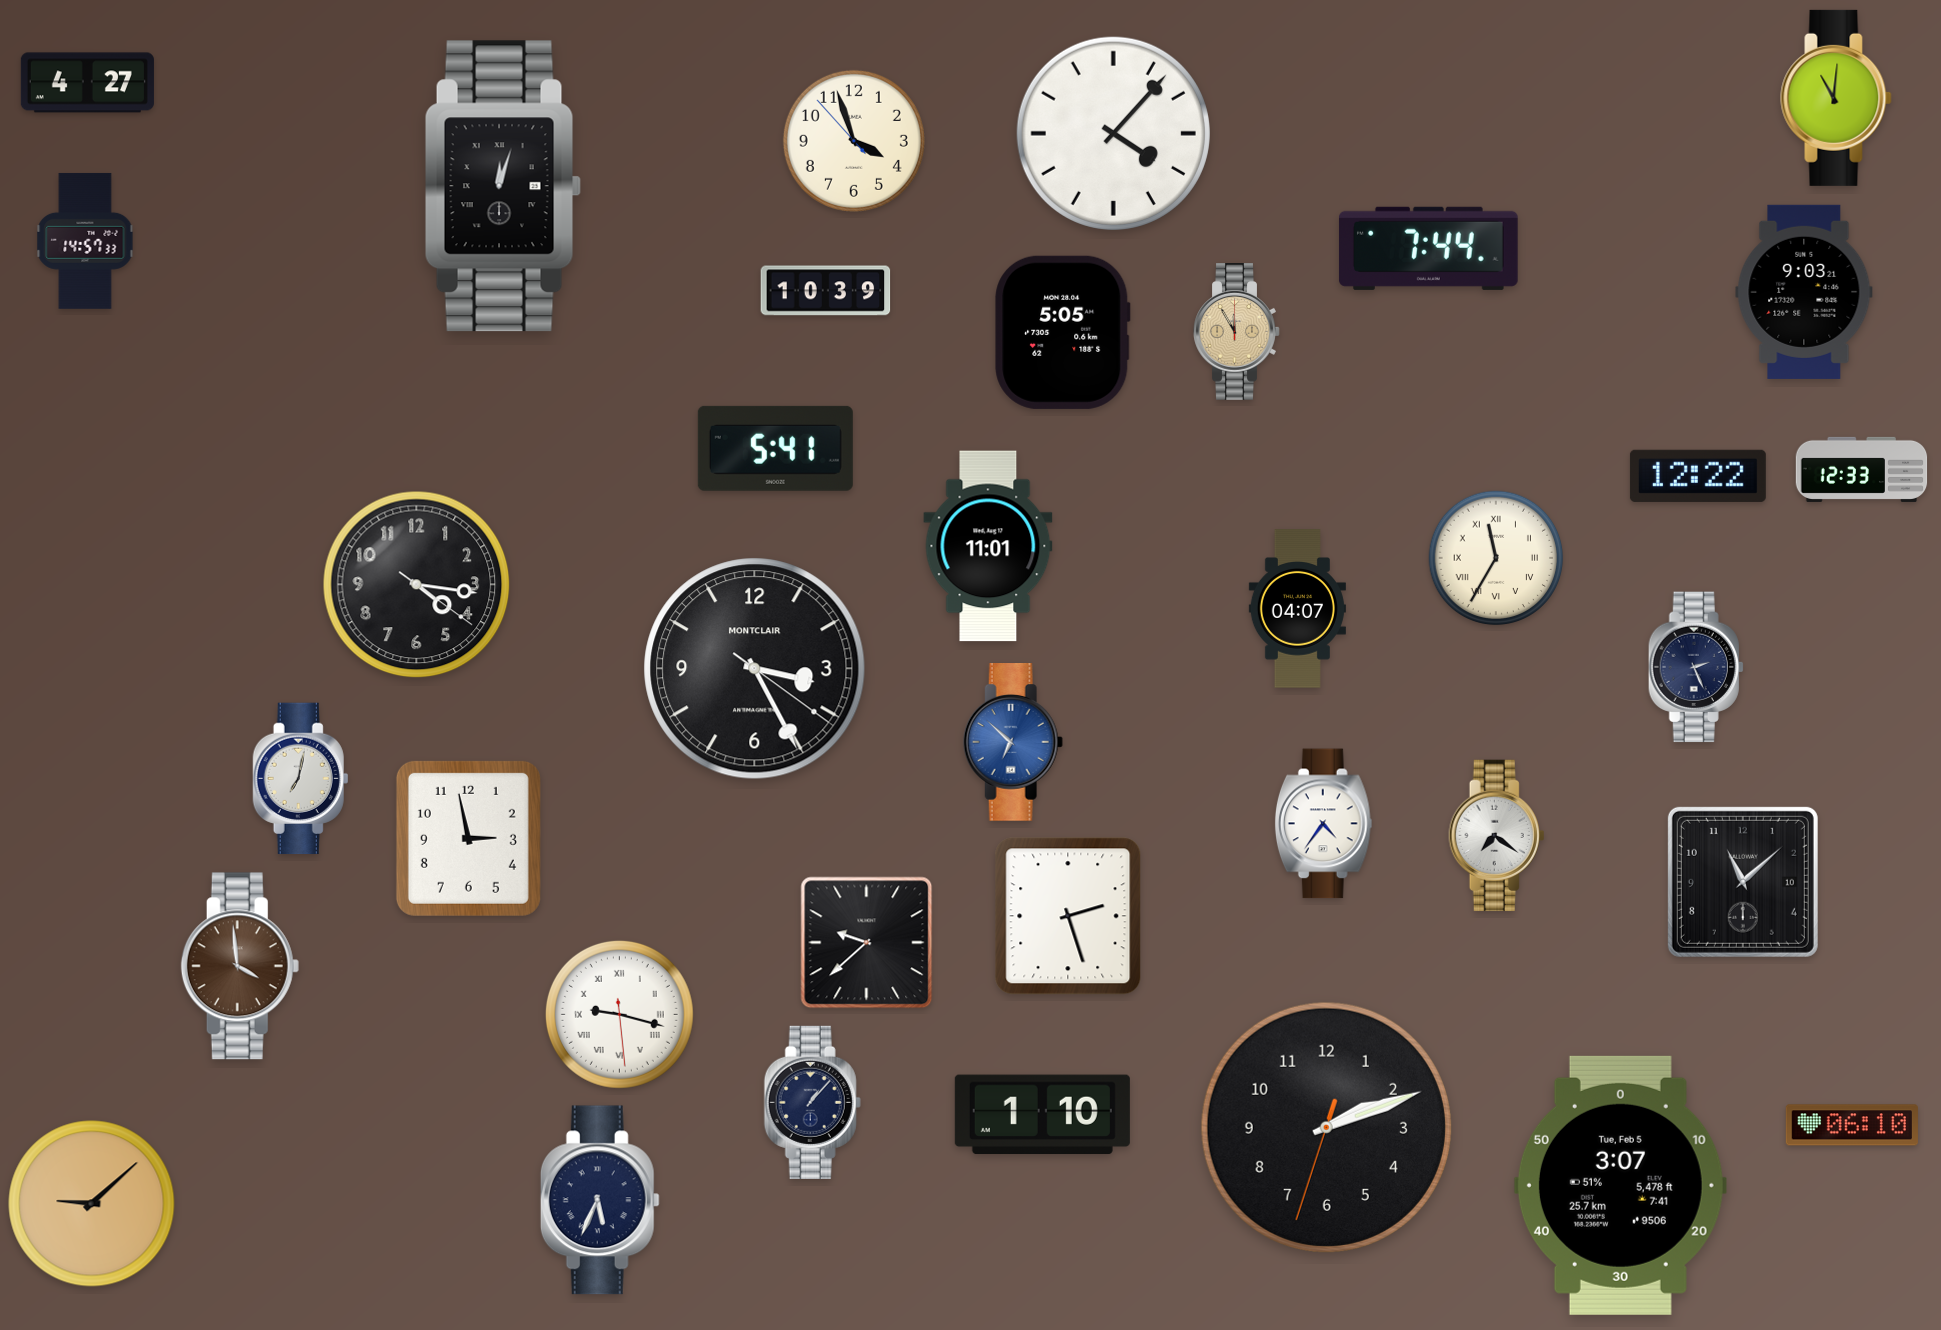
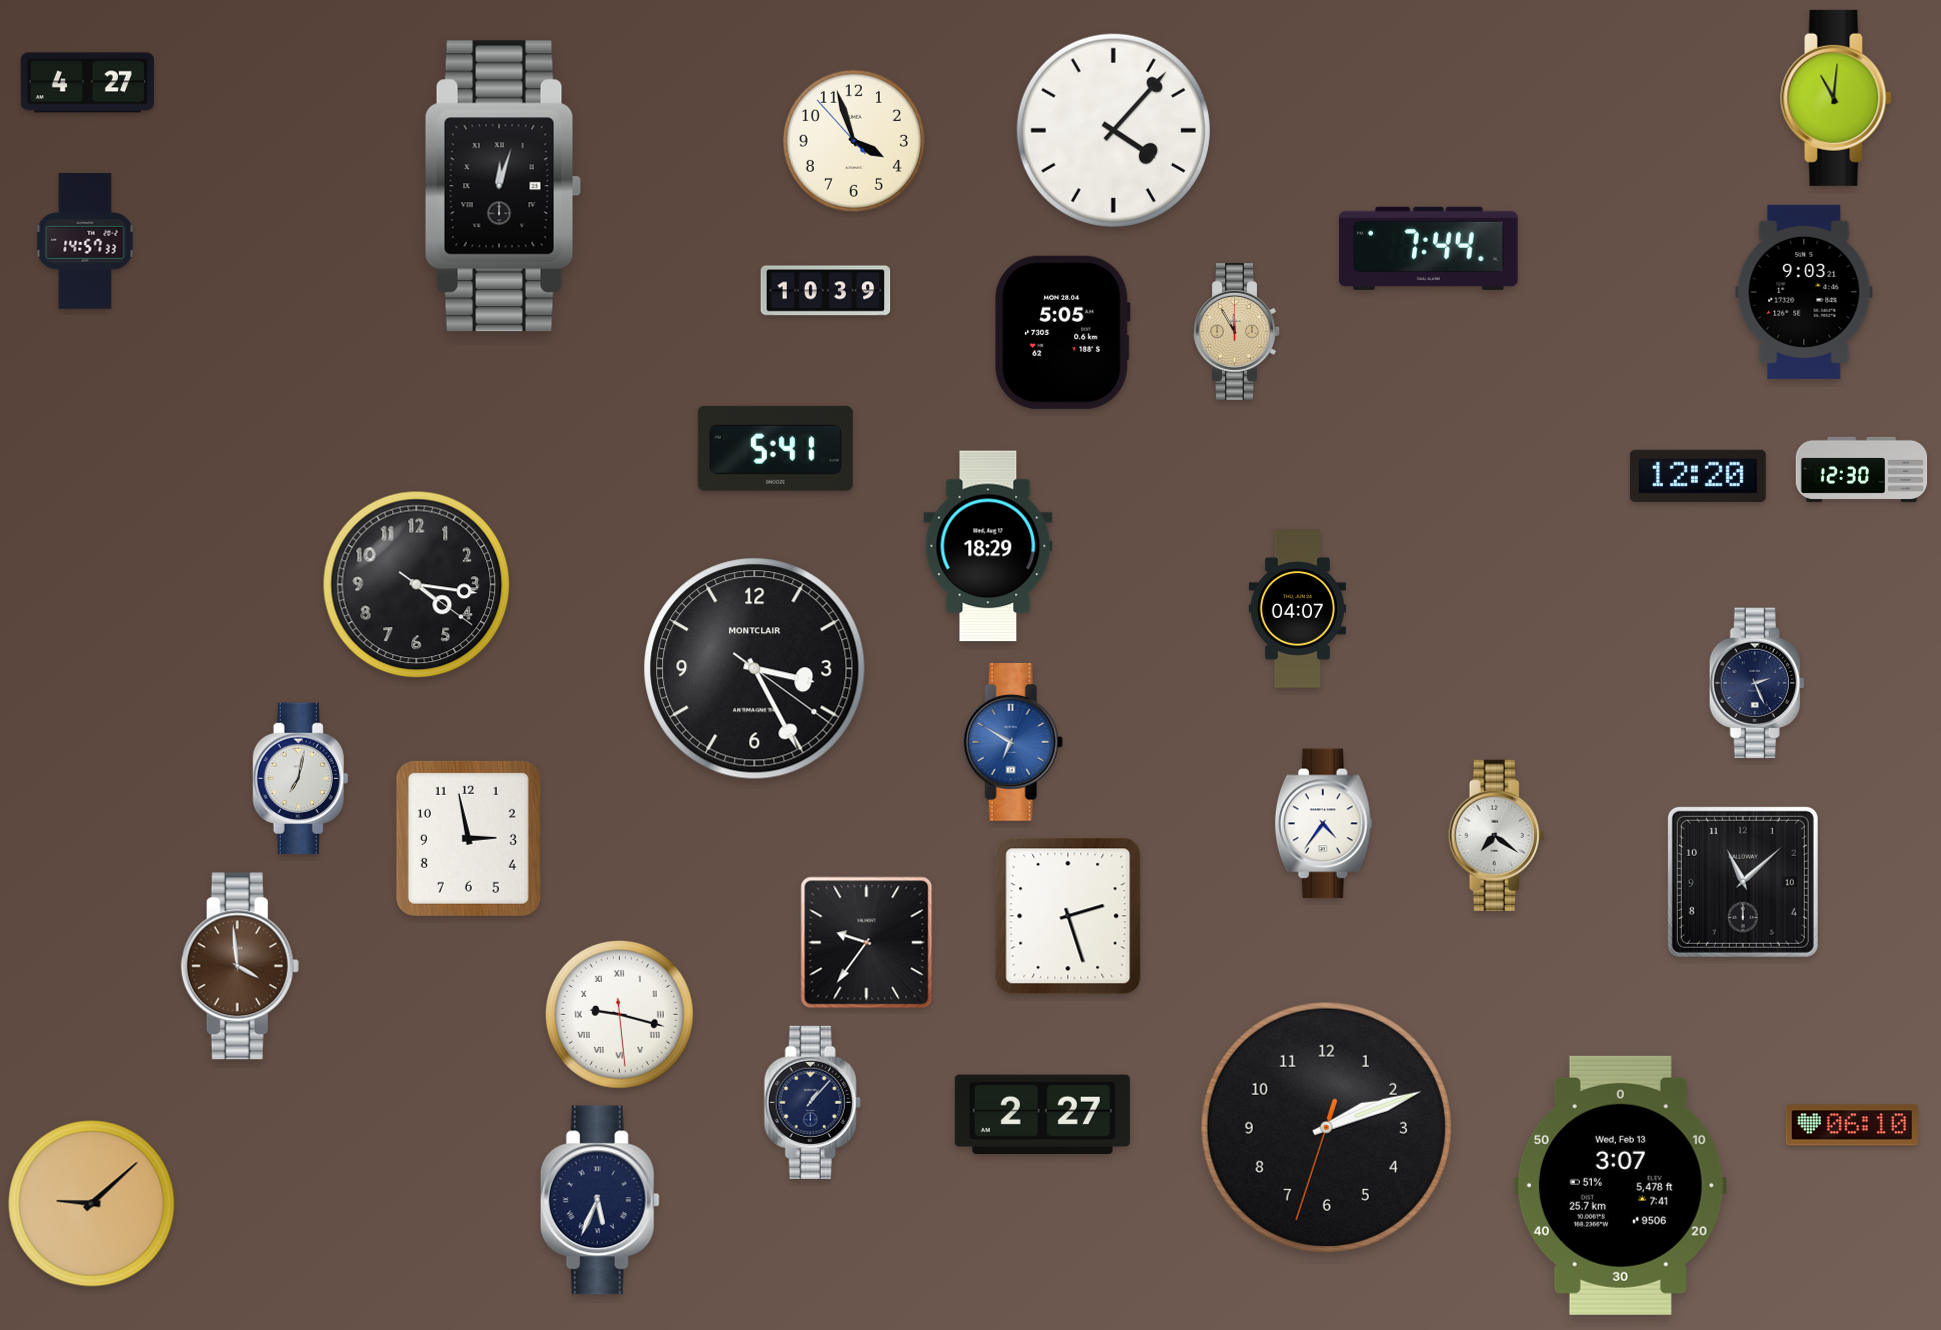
clock at (1113, 133) position: (1113, 133) -> (1113, 130)
clock at (1862, 469): 12:33 -> 12:30
clock at (1698, 476): 12:22 -> 12:20
clock at (988, 546): 11:01 -> 18:29
clock at (1496, 558): 11:35 -> none
clock at (1696, 667) position: (1696, 667) -> (1757, 683)
clock at (1013, 743): 6:52 -> 6:50
clock at (867, 943): 9:38 -> 9:36
clock at (1042, 1115): 1:10 -> 2:27
clock at (1620, 1185) date: Tue, Feb 5 -> Wed, Feb 13
